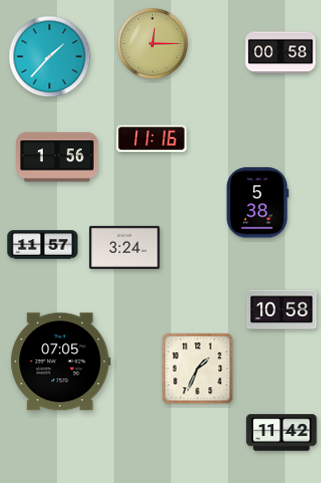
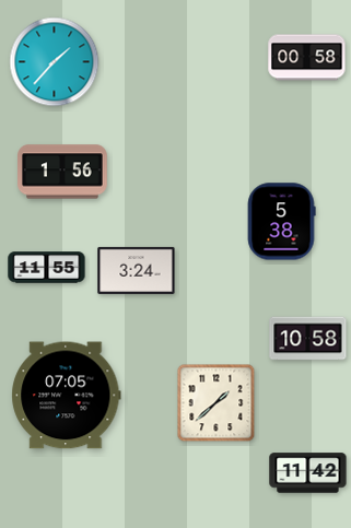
clock at (153, 44): 12:15 -> none
clock at (152, 138): 11:16 -> none
clock at (43, 245): 11:57 -> 11:55
clock at (198, 369): 1:34 -> 1:38
